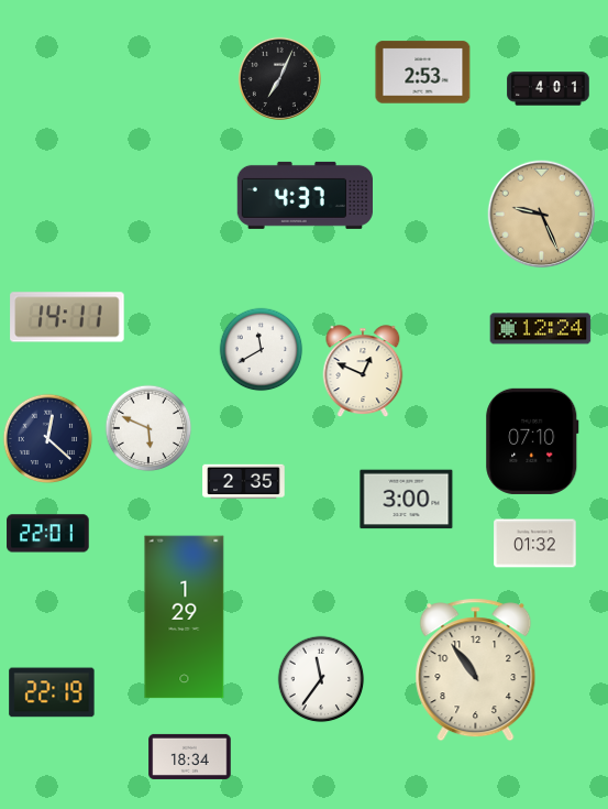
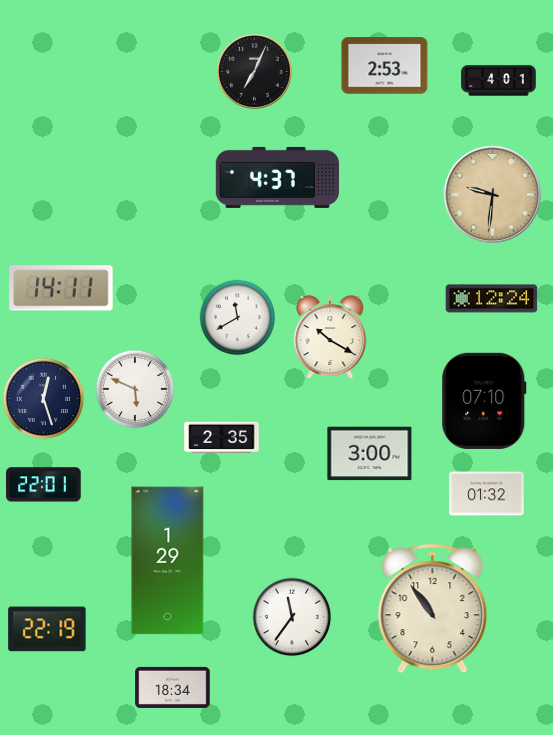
clock at (542, 215): 9:26 -> 9:31
clock at (363, 371): 12:49 -> 10:20
clock at (48, 439): 12:22 -> 12:27
